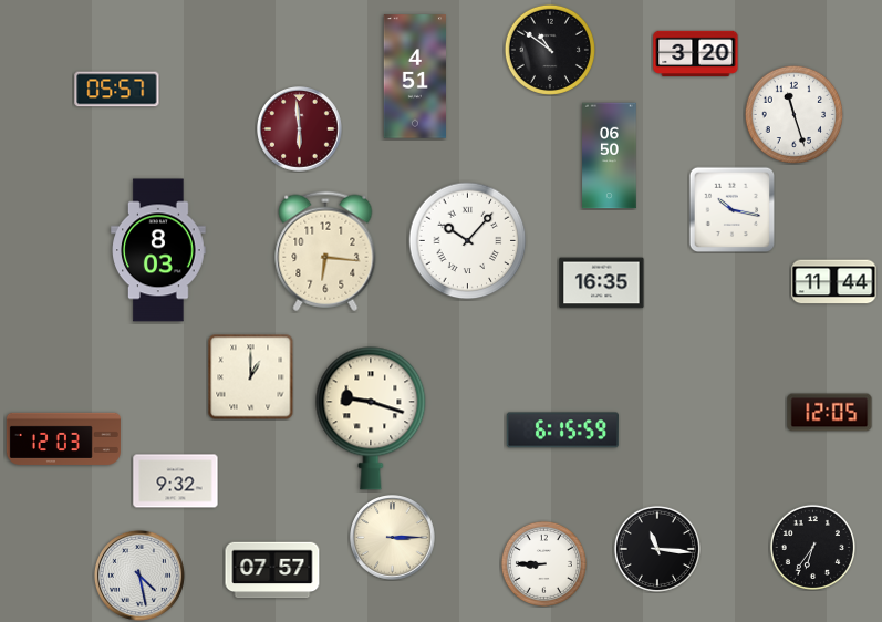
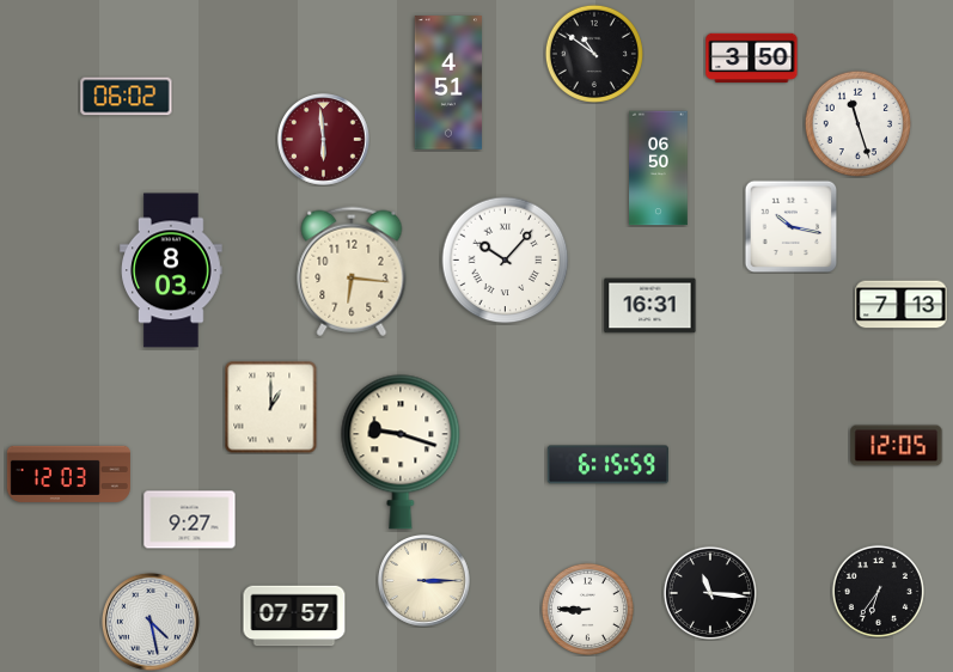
clock at (696, 54): 3:20 -> 3:50
clock at (117, 90): 05:57 -> 06:02
clock at (834, 282): 11:44 -> 7:13
clock at (602, 283): 16:35 -> 16:31
clock at (176, 481): 9:32 -> 9:27
